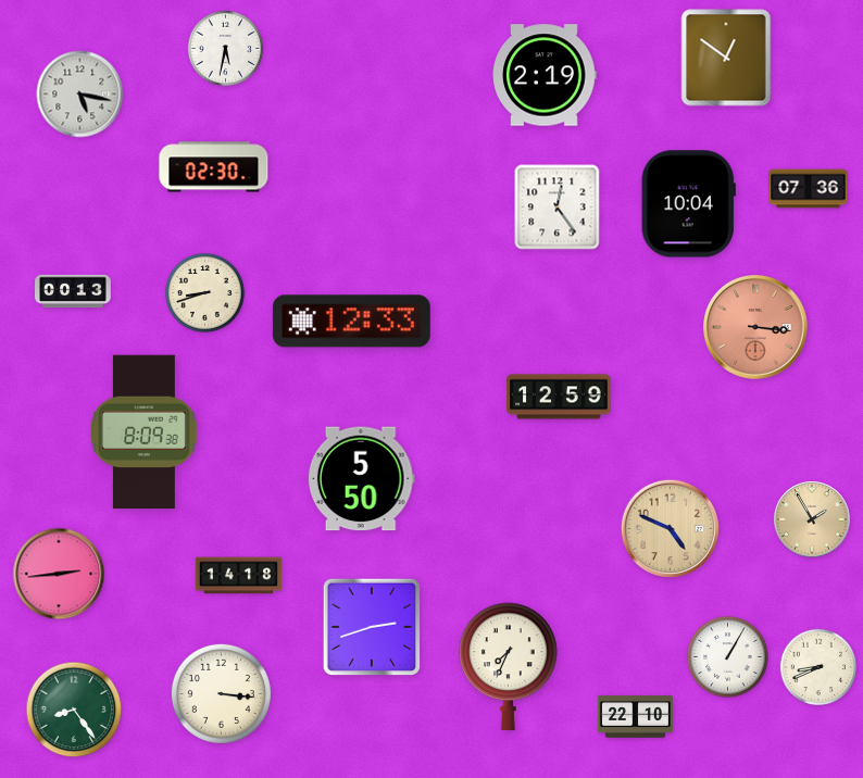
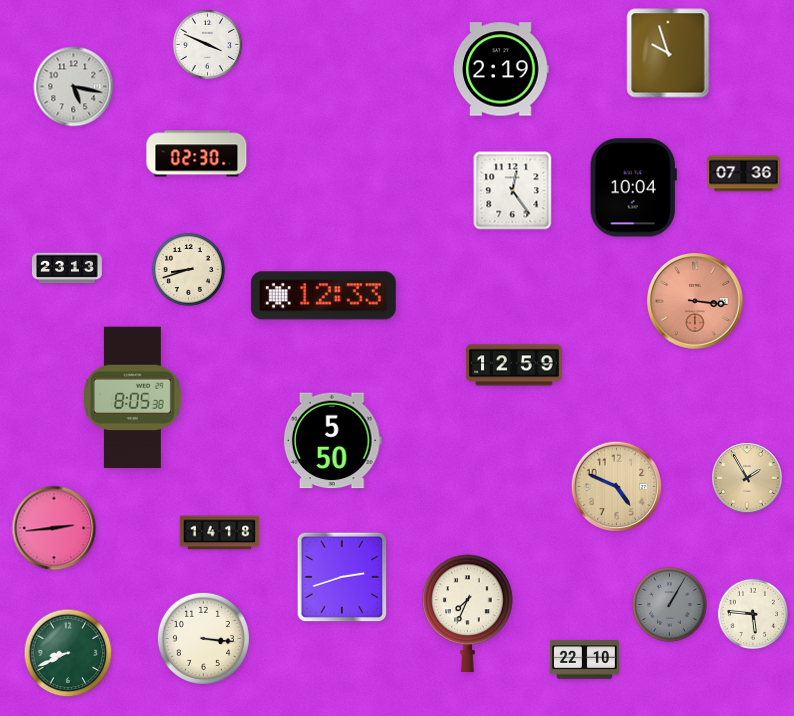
clock at (226, 49): 5:32 -> 3:49
clock at (726, 58): 12:51 -> 9:57
clock at (73, 291): 00:13 -> 23:13
clock at (145, 432): 8:09 -> 8:05
clock at (239, 576) position: (239, 576) -> (220, 533)
clock at (728, 657) dial: white -> grey
clock at (817, 666): 8:41 -> 5:46
clock at (74, 710): 8:24 -> 8:41
